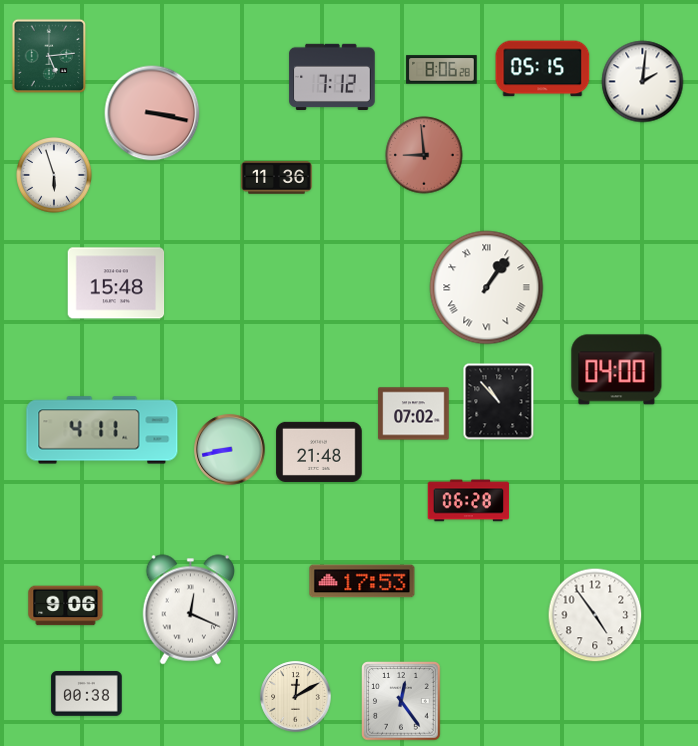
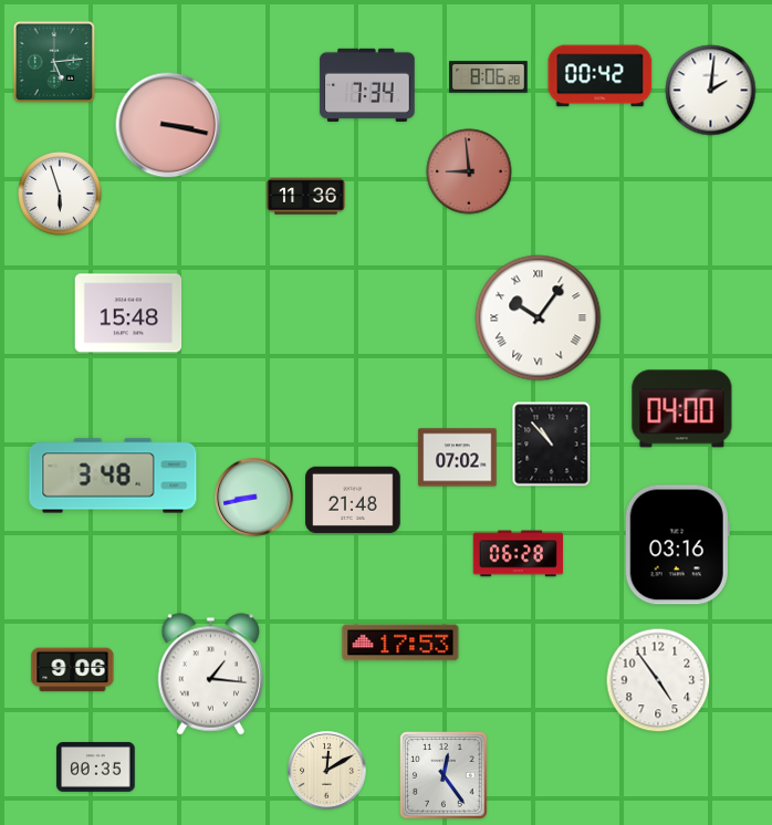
clock at (543, 69): 05:15 -> 00:42
clock at (332, 77): 7:12 -> 7:34
clock at (487, 288): 1:06 -> 10:06
clock at (102, 430): 4:11 -> 3:48
clock at (677, 545): none -> 03:16
clock at (190, 610): 12:19 -> 1:16
clock at (87, 694): 00:38 -> 00:35
